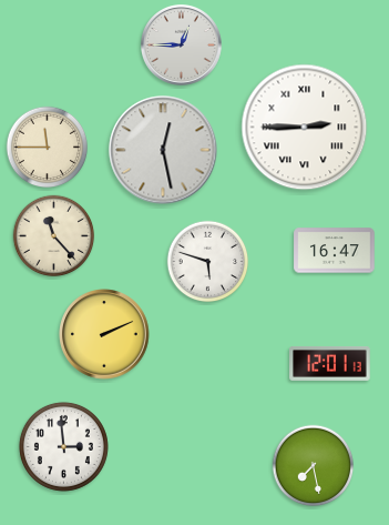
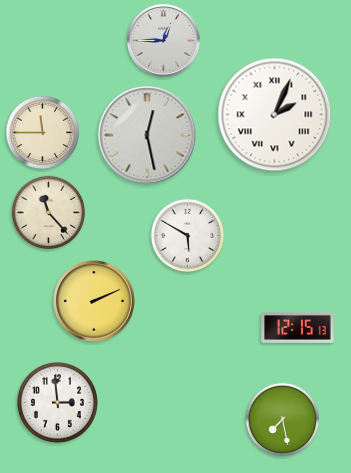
clock at (305, 128): 2:45 -> 2:04
clock at (335, 251): 16:47 -> none
clock at (208, 262): 5:48 -> 5:50
clock at (330, 363): 12:01 -> 12:15
